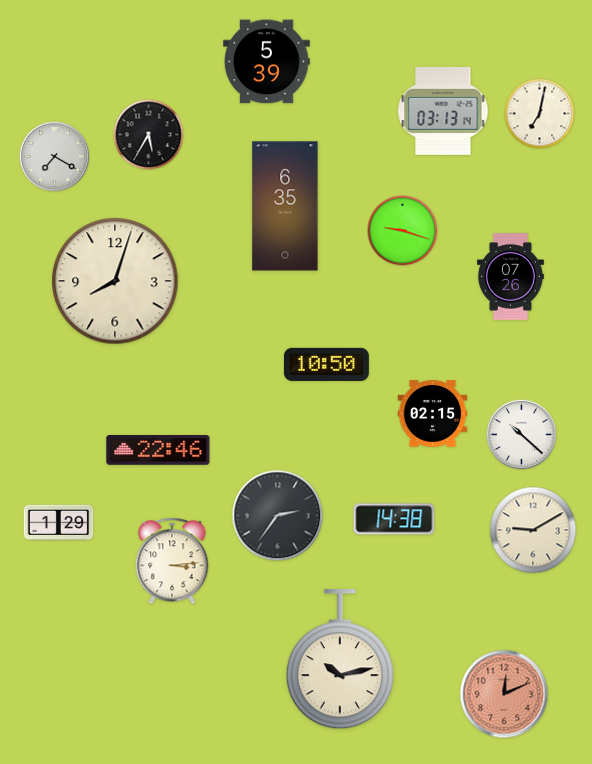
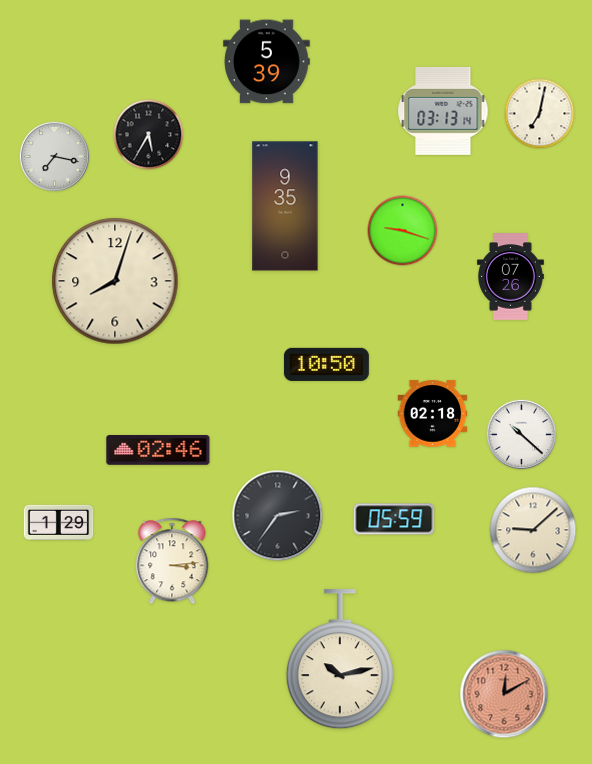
clock at (55, 157): 7:20 -> 7:17
clock at (285, 206): 6:35 -> 9:35
clock at (433, 414): 02:15 -> 02:18
clock at (158, 451): 22:46 -> 02:46
clock at (394, 519): 14:38 -> 05:59
clock at (533, 530): 9:10 -> 9:08
clock at (504, 694): 12:11 -> 12:10
